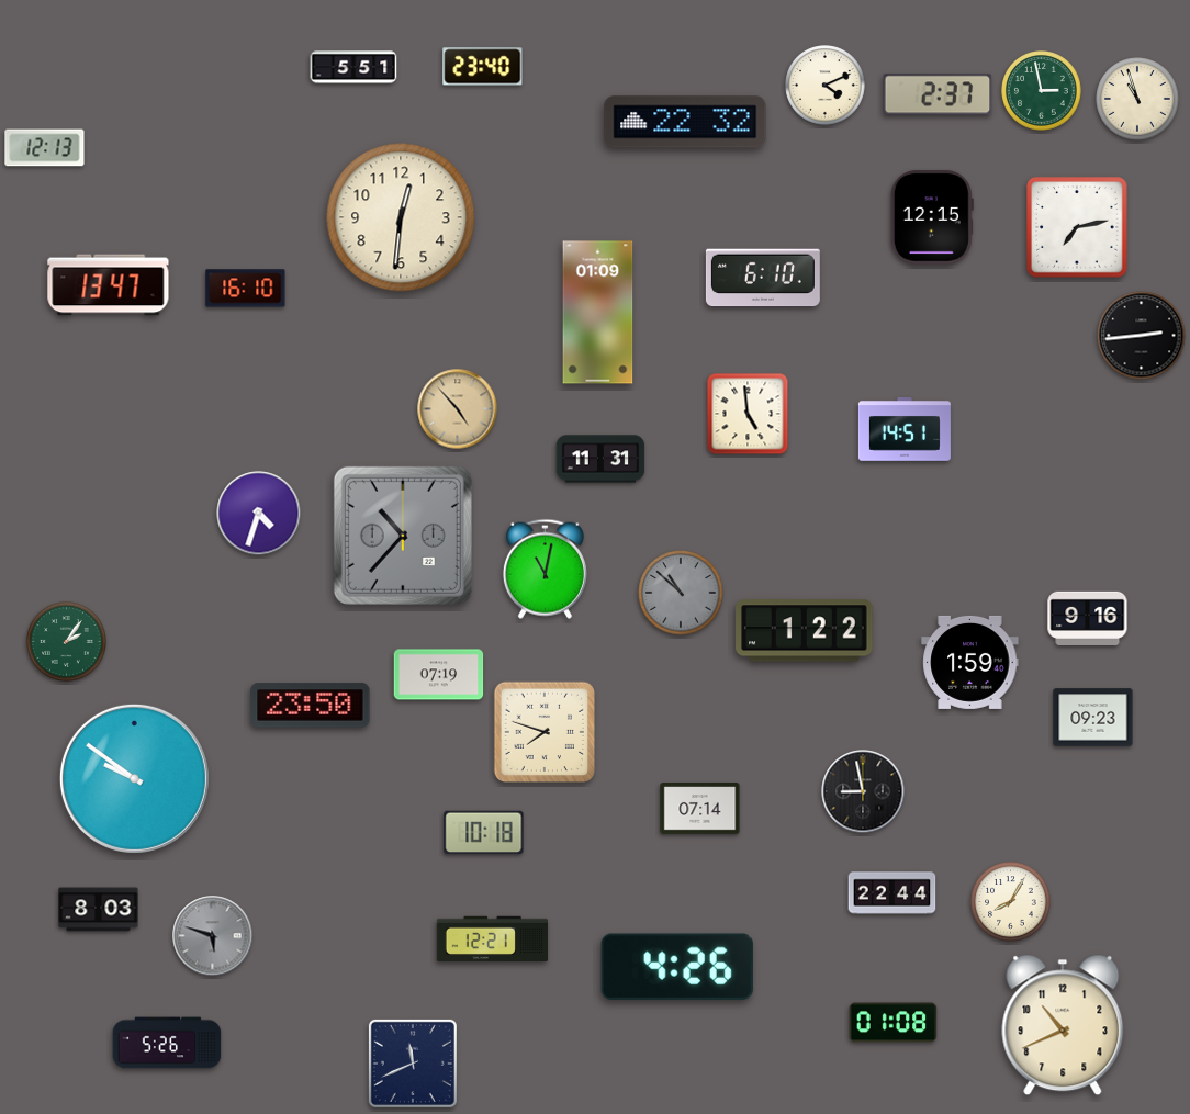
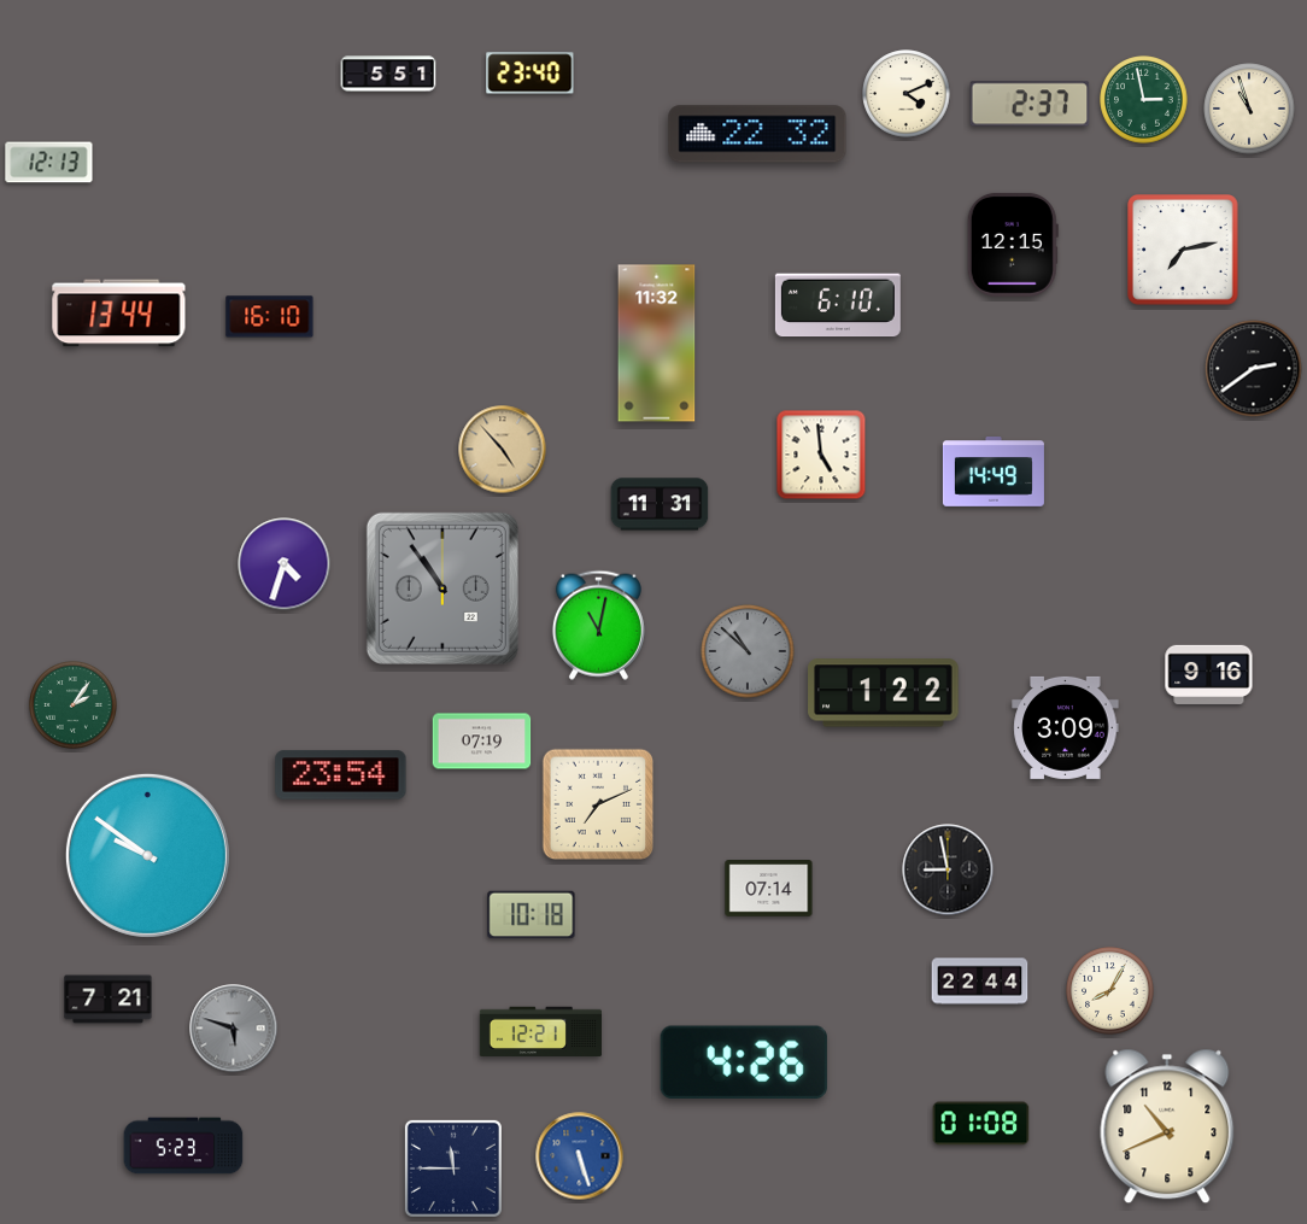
clock at (685, 122) position: (685, 122) -> (757, 134)
clock at (401, 217): 12:31 -> none
clock at (932, 217) position: (932, 217) -> (1013, 245)
clock at (109, 285): 13:47 -> 13:44
clock at (598, 313): 01:09 -> 11:32
clock at (1142, 336): 2:44 -> 2:39
clock at (905, 430): 14:51 -> 14:49
clock at (403, 536): 10:37 -> 10:54
clock at (1088, 618) position: (1088, 618) -> (1209, 674)
clock at (970, 662): 1:59 -> 3:09
clock at (311, 706): 23:50 -> 23:54
clock at (1093, 718): 09:23 -> none
clock at (545, 732): 7:48 -> 7:11
clock at (99, 910): 8:03 -> 7:21
clock at (167, 1043): 5:26 -> 5:23
clock at (580, 1156): none -> 5:27
clock at (413, 1064): 11:41 -> 11:45
